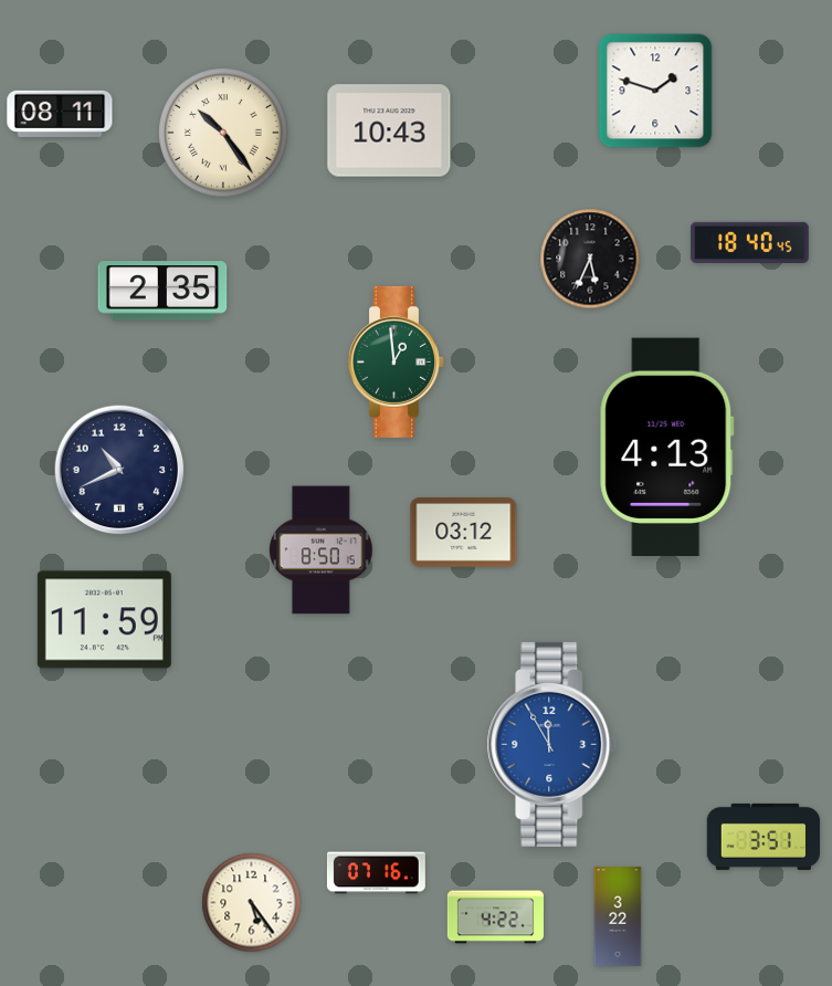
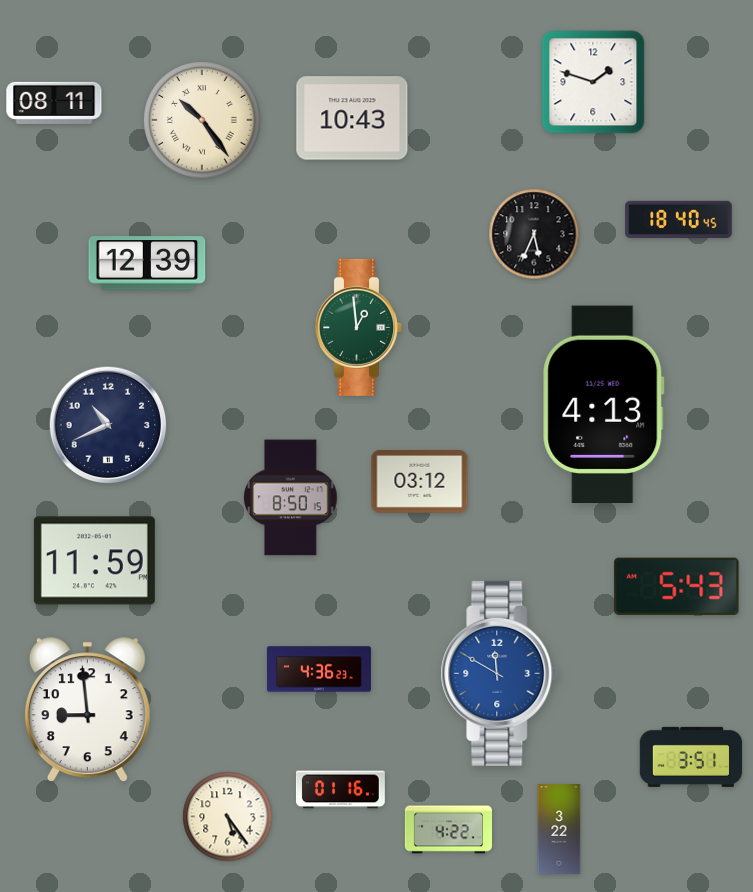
clock at (162, 291): 2:35 -> 12:39
clock at (677, 586): none -> 5:43
clock at (319, 669): none -> 4:36
clock at (552, 744): 11:55 -> 11:50
clock at (87, 710): none -> 8:59
clock at (376, 873): 07:16 -> 01:16
